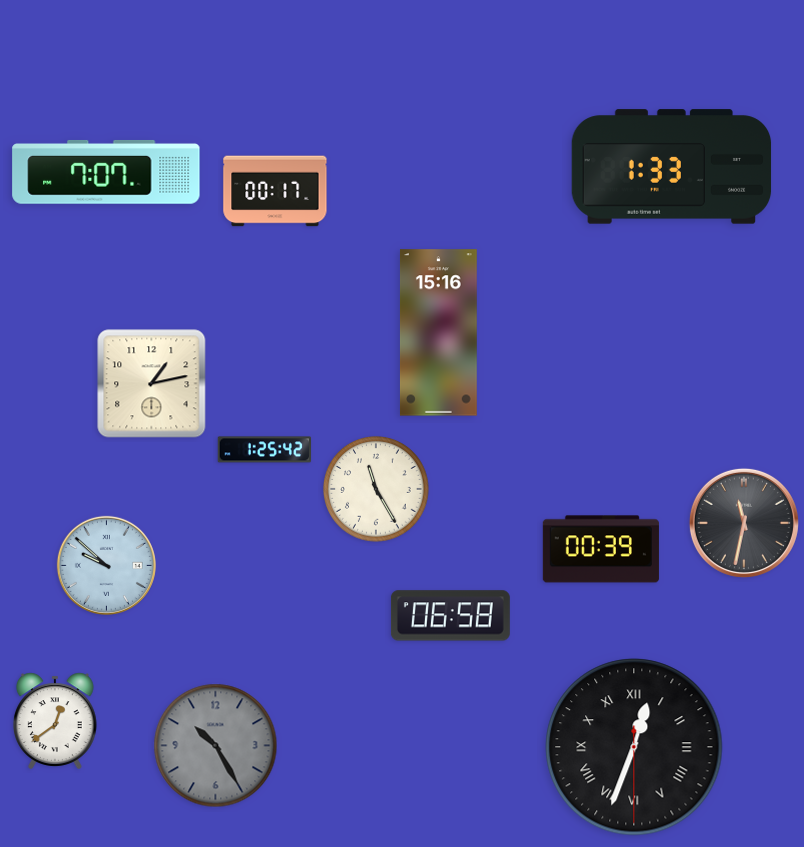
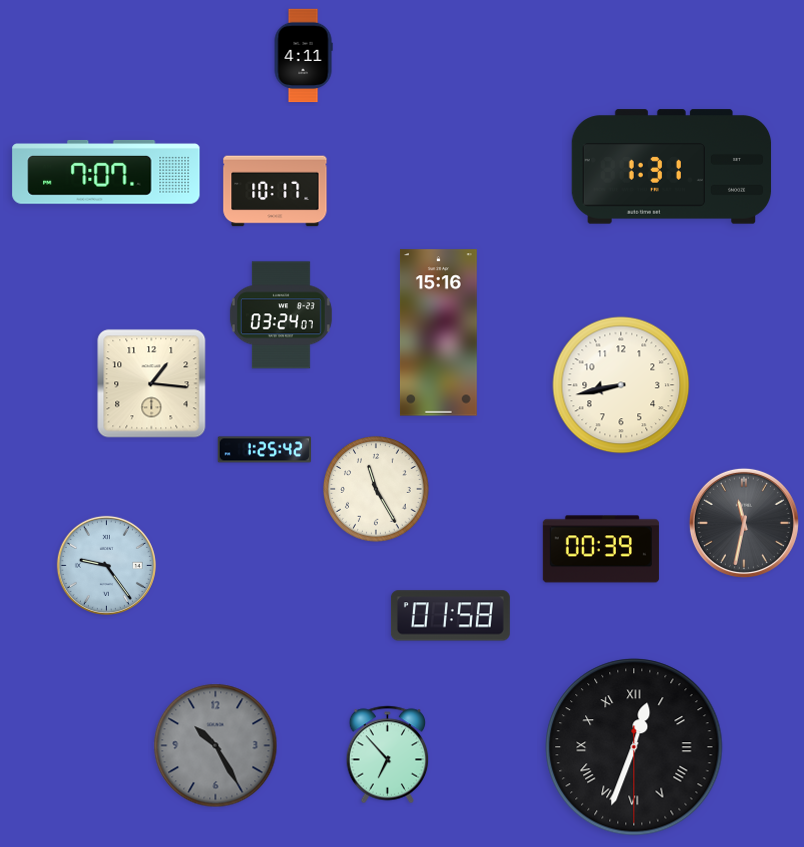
clock at (303, 56): none -> 4:11
clock at (672, 167): 1:33 -> 1:31
clock at (275, 191): 00:17 -> 10:17
clock at (281, 315): none -> 03:24
clock at (152, 384): 1:13 -> 1:16
clock at (621, 385): none -> 8:43
clock at (106, 565): 9:52 -> 9:24
clock at (450, 616): 06:58 -> 01:58
clock at (55, 721): 12:39 -> none
clock at (388, 755): none -> 6:53
